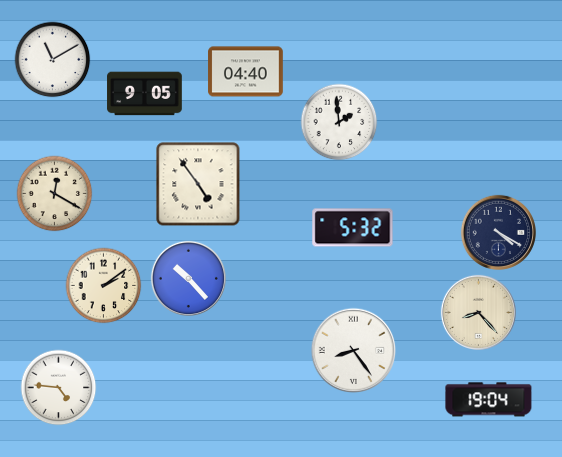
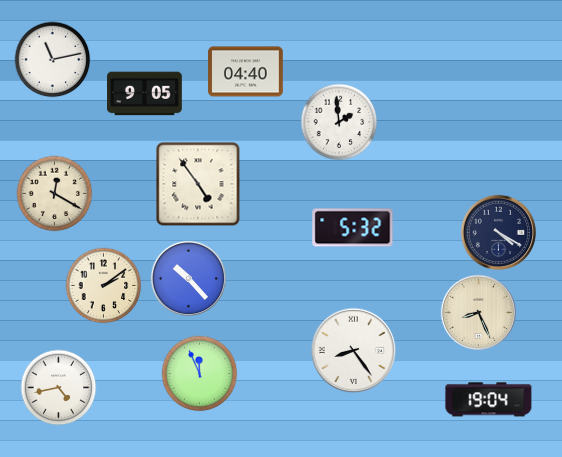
clock at (53, 60): 11:10 -> 11:13
clock at (478, 312): 8:23 -> 8:26
clock at (200, 374): none -> 11:56
clock at (59, 388): 4:46 -> 4:43
